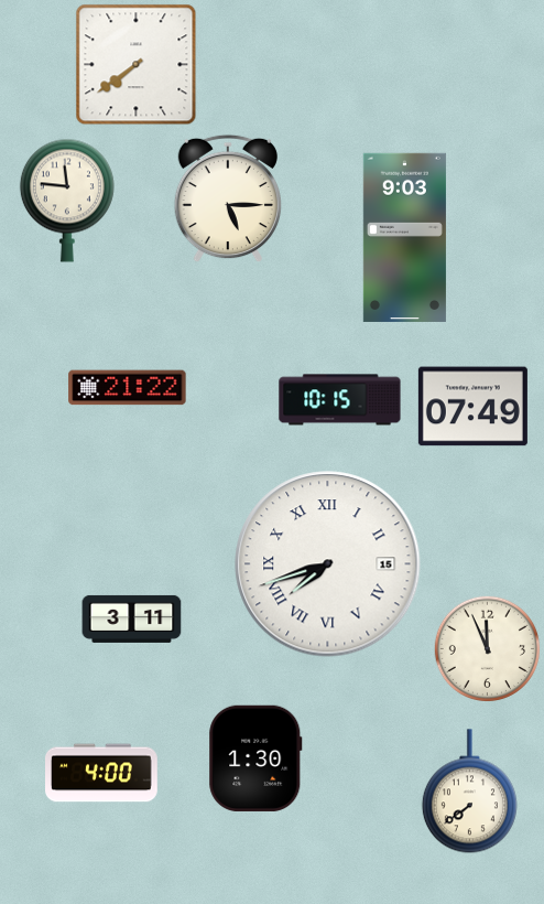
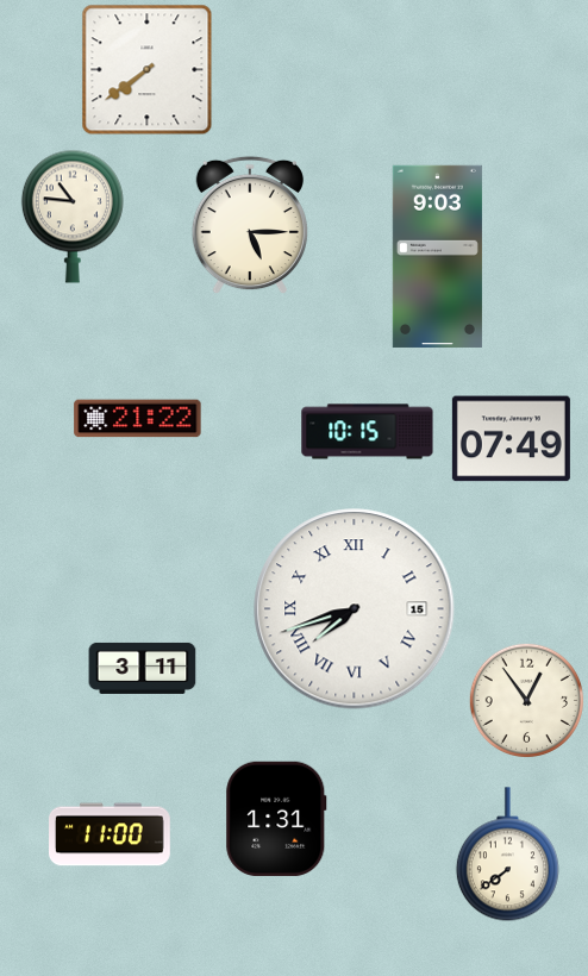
clock at (228, 198) position: (228, 198) -> (250, 225)
clock at (67, 201): 11:46 -> 10:46
clock at (487, 648): 11:56 -> 12:54
clock at (255, 758): 1:30 -> 1:31
clock at (102, 773): 4:00 -> 11:00
